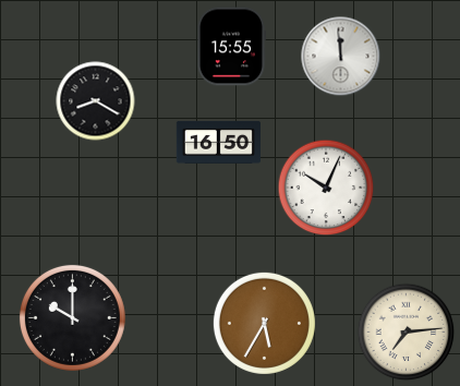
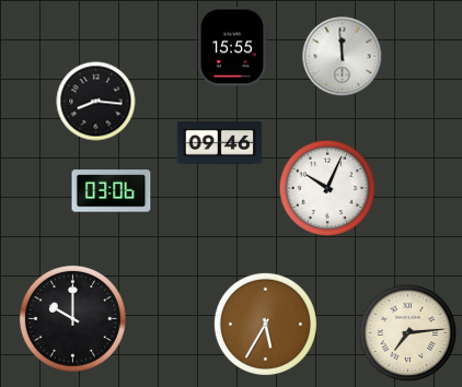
clock at (96, 101): 8:20 -> 8:16
clock at (218, 142): 16:50 -> 09:46
clock at (112, 191): none -> 03:06
